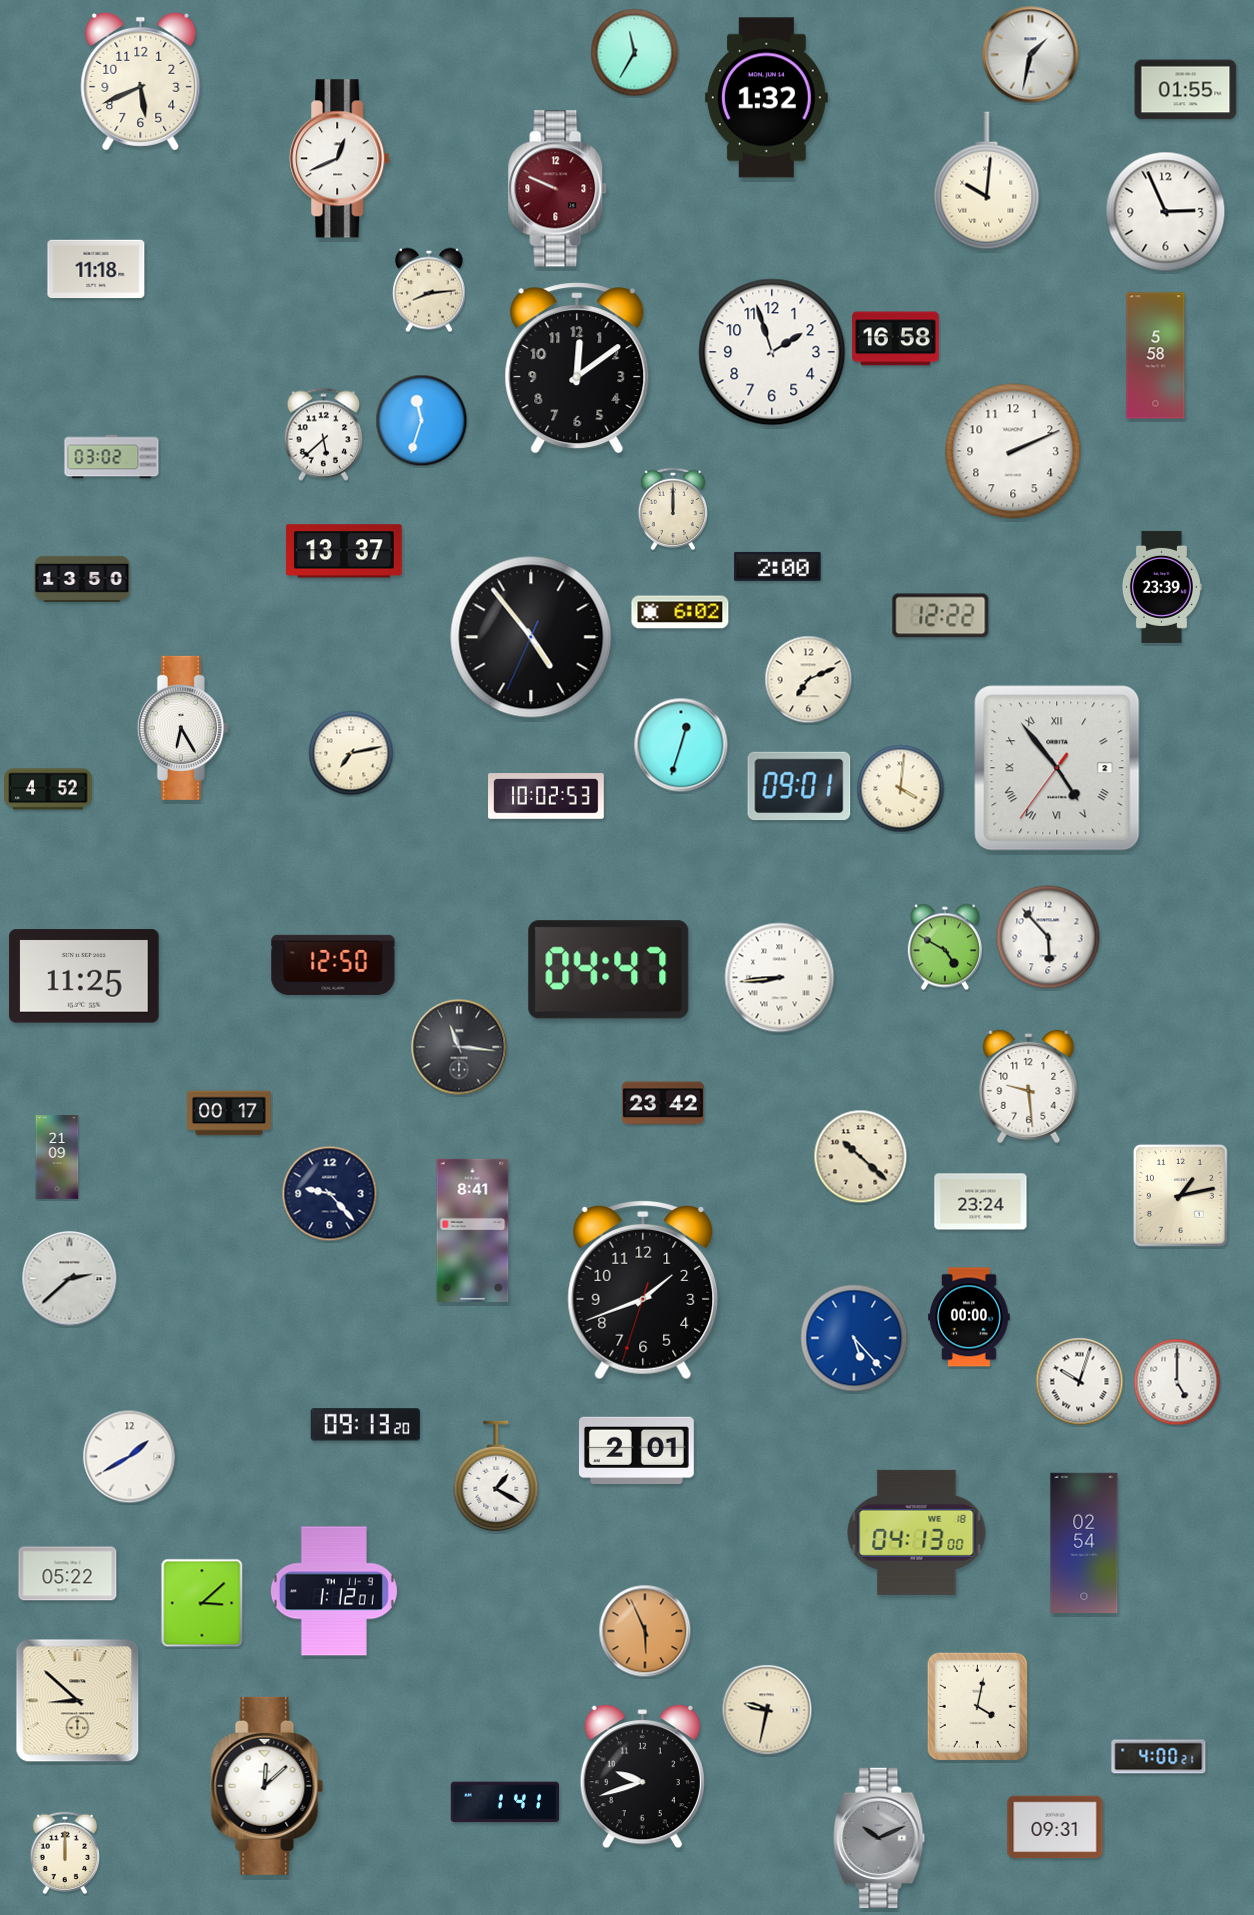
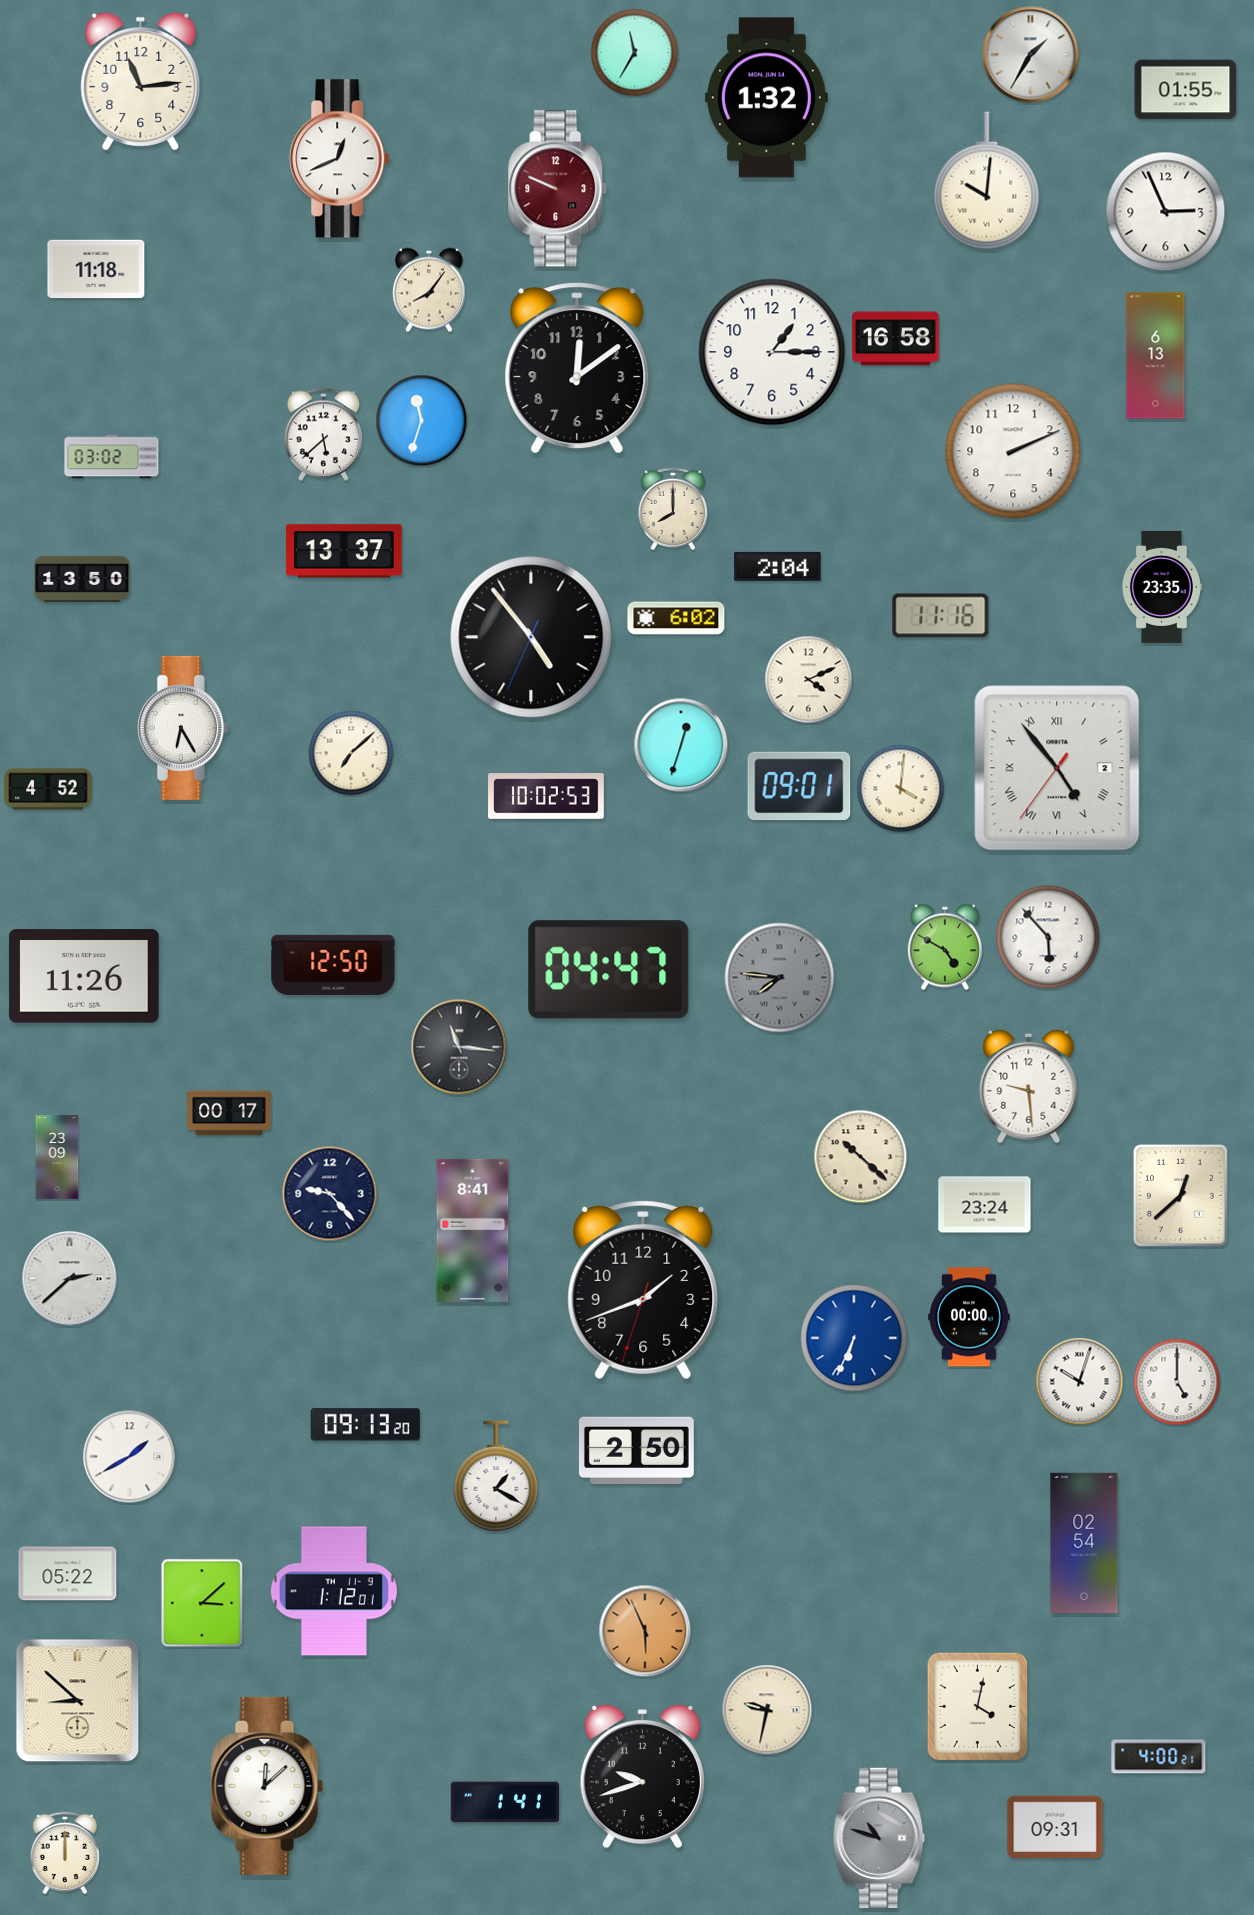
clock at (1031, 55): 1:32 -> 1:35
clock at (141, 81): 5:41 -> 11:14
clock at (430, 290): 8:14 -> 8:06
clock at (772, 352): 1:57 -> 1:15
clock at (1156, 356): 5:58 -> 6:13
clock at (672, 509): 12:00 -> 8:00
clock at (778, 566): 2:00 -> 2:04
clock at (1161, 587): 23:39 -> 23:35
clock at (680, 612) position: (680, 612) -> (676, 618)
clock at (941, 616): 12:22 -> 11:16
clock at (809, 680): 7:11 -> 4:11
clock at (351, 753): 7:13 -> 7:08
clock at (84, 976): 11:25 -> 11:26
clock at (780, 978): 8:44 -> 7:46
clock at (780, 978) dial: white -> grey
clock at (663, 1103): 23:42 -> none
clock at (57, 1157): 21:09 -> 23:09
clock at (1180, 1195): 1:13 -> 12:38
clock at (981, 1202) position: (981, 1202) -> (985, 1205)
clock at (854, 1338): 5:23 -> 6:34
clock at (636, 1451): 2:01 -> 2:50
clock at (917, 1532): 04:13 -> none
clock at (879, 1838): 10:11 -> 10:48
